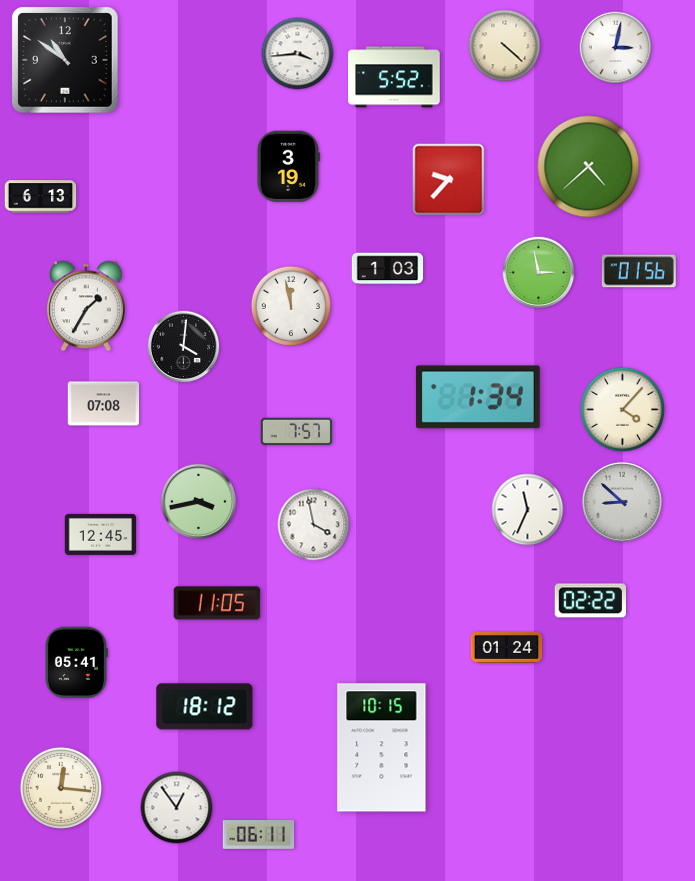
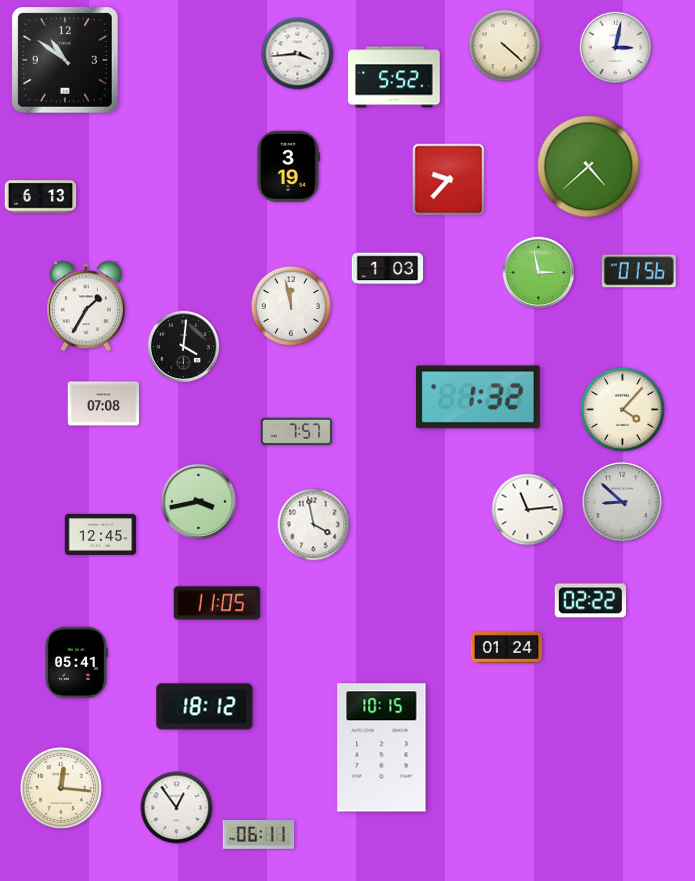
clock at (478, 397): 1:34 -> 1:32
clock at (528, 510): 11:34 -> 11:14
